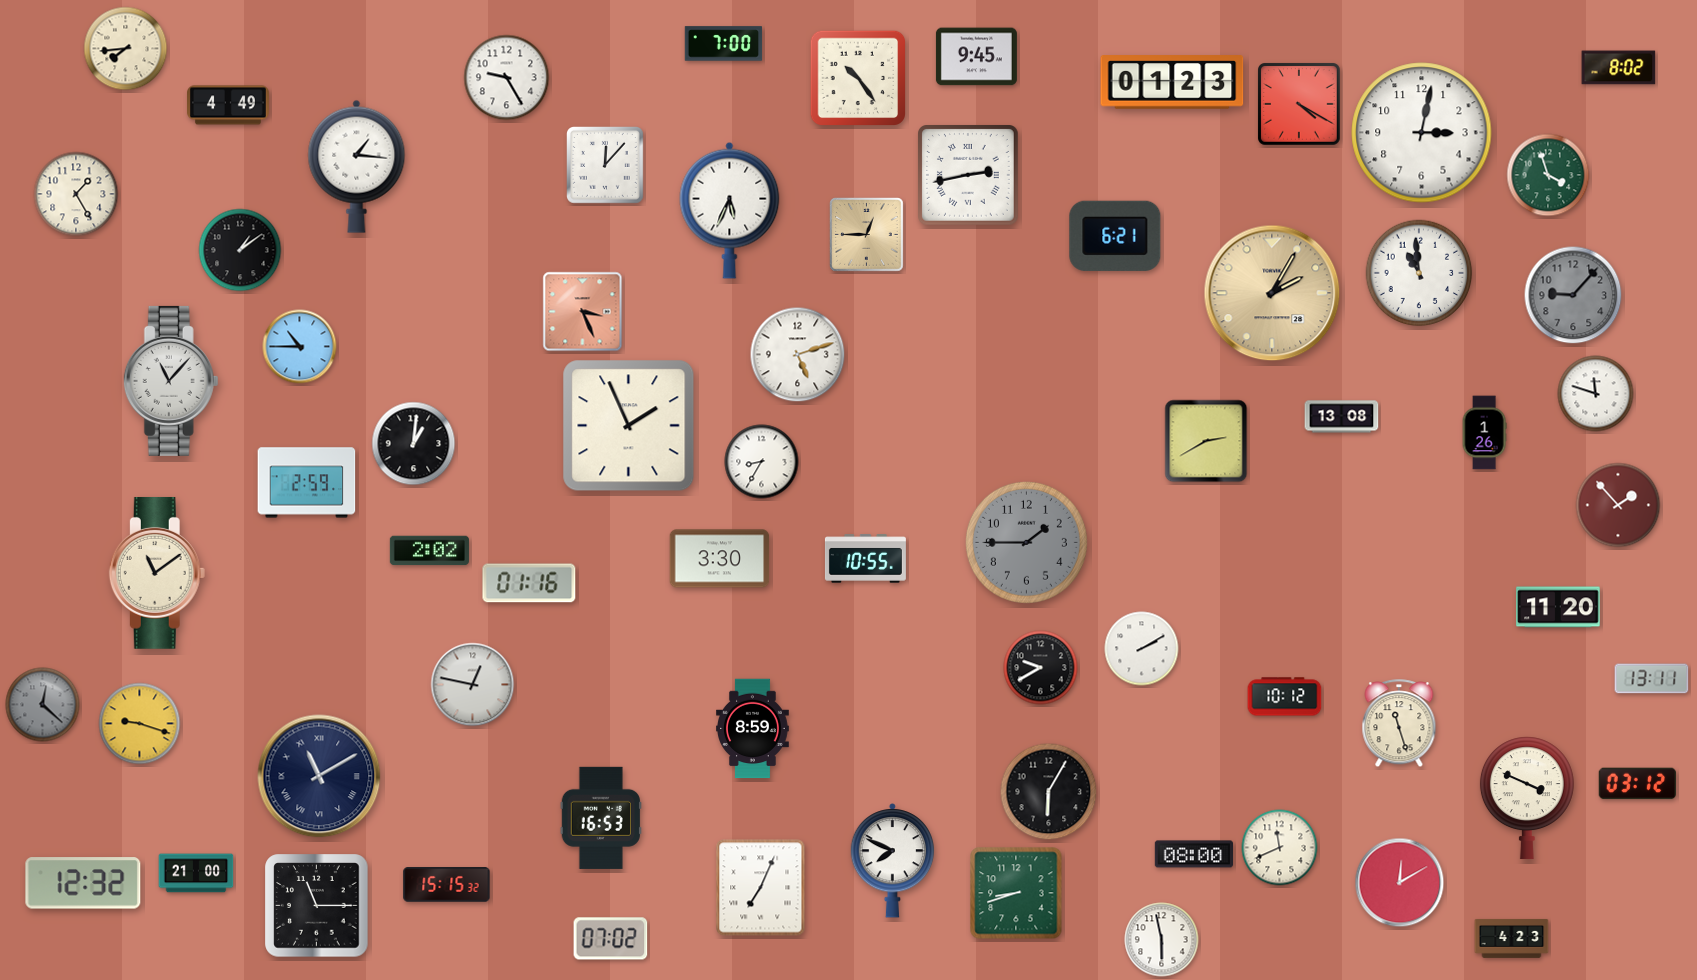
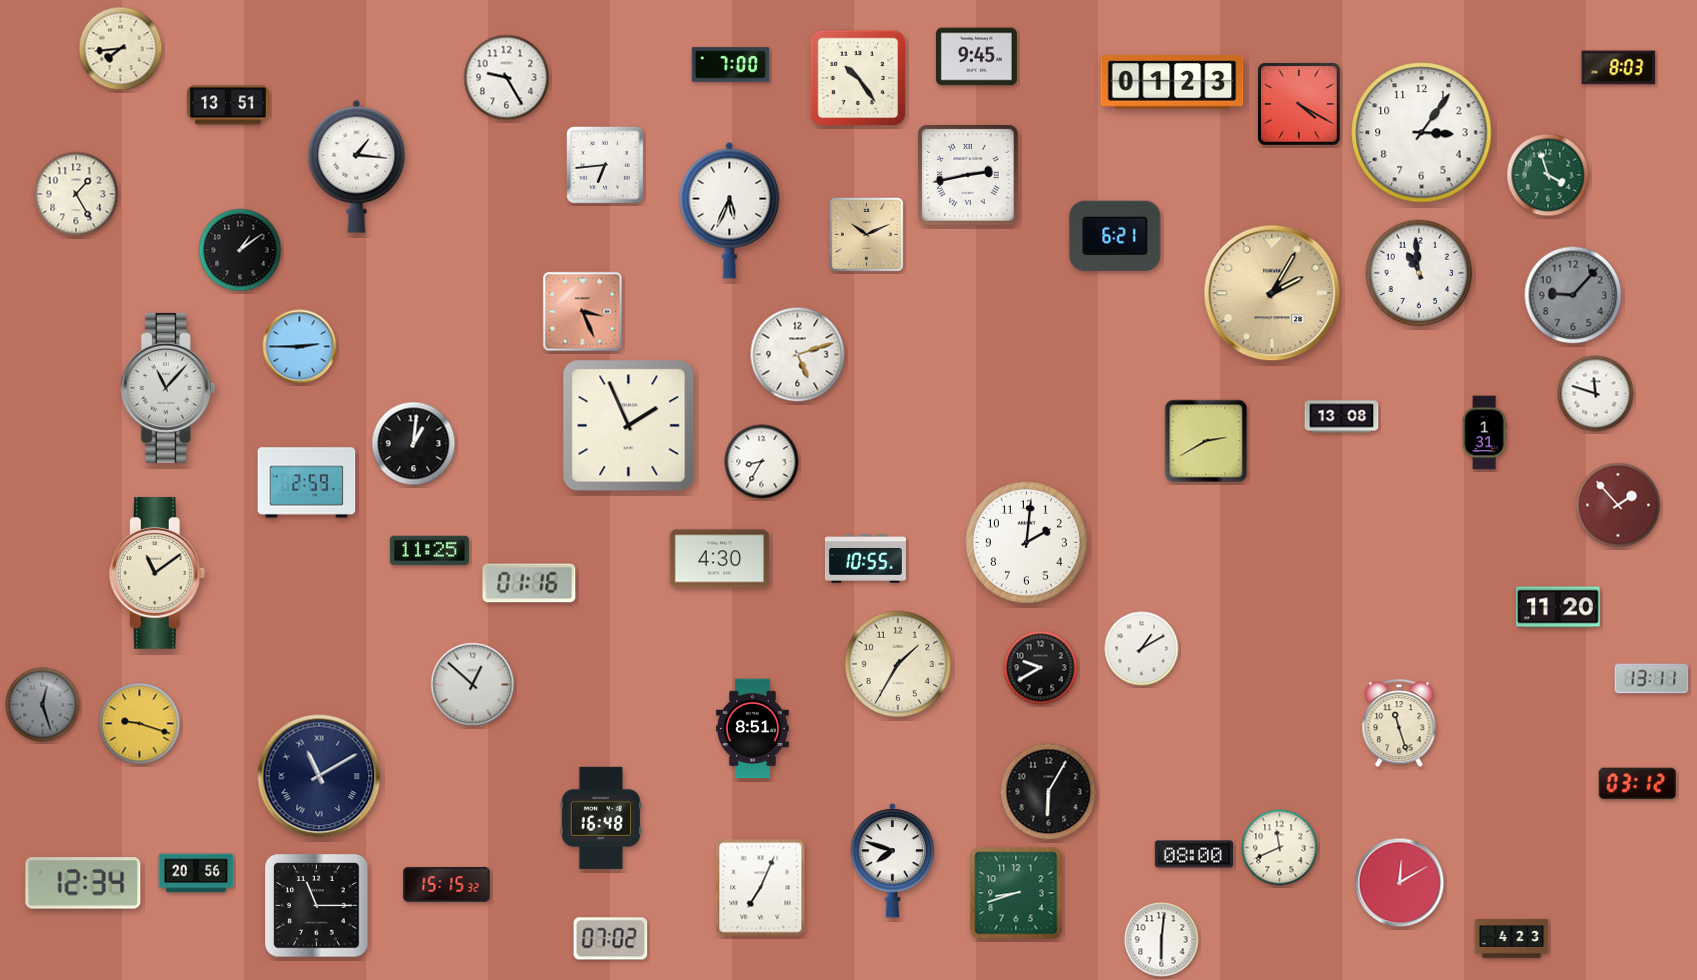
clock at (724, 44) position: (724, 44) -> (731, 65)
clock at (126, 49) position: (126, 49) -> (121, 49)
clock at (1619, 68): 8:02 -> 8:03
clock at (229, 105): 4:49 -> 13:51
clock at (1422, 133): 3:02 -> 3:06
clock at (606, 166): 12:07 -> 6:44
clock at (867, 235): 12:45 -> 10:11
clock at (300, 347): 10:45 -> 2:45
clock at (171, 381) position: (171, 381) -> (168, 388)
clock at (1484, 433): 1:26 -> 1:31
clock at (1026, 542): 1:45 -> 2:01
clock at (1026, 542) dial: grey -> white
clock at (429, 551): 2:02 -> 11:25
clock at (720, 559): 3:30 -> 4:30
clock at (1142, 649): 2:10 -> 1:10
clock at (898, 664): none -> 1:35
clock at (473, 685): 12:47 -> 12:52
clock at (1285, 697): 10:12 -> none
clock at (43, 705): 12:22 -> 12:27
clock at (753, 729): 8:59 -> 8:51
clock at (1527, 798): 3:49 -> none
clock at (601, 818): 16:53 -> 16:48
clock at (893, 861): 7:49 -> 7:48
clock at (196, 873): 21:00 -> 20:56
clock at (83, 883): 12:32 -> 12:34
clock at (1162, 940): 5:58 -> 6:01
